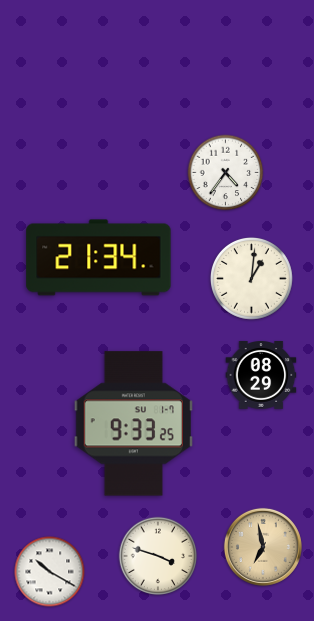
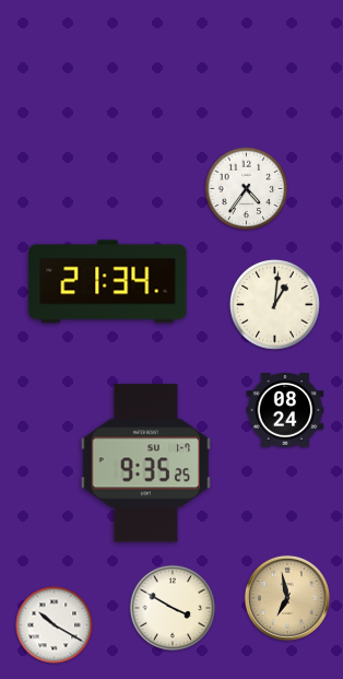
clock at (261, 376): 08:29 -> 08:24
clock at (133, 424): 9:33 -> 9:35
clock at (158, 556): 3:48 -> 3:50
